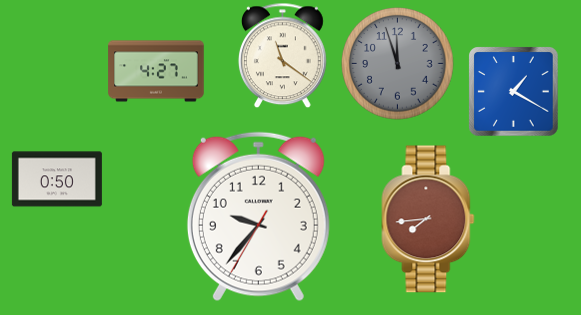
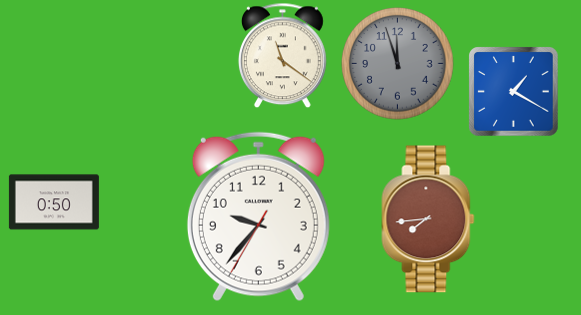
clock at (156, 71): 4:27 -> none
clock at (57, 179) position: (57, 179) -> (54, 202)
